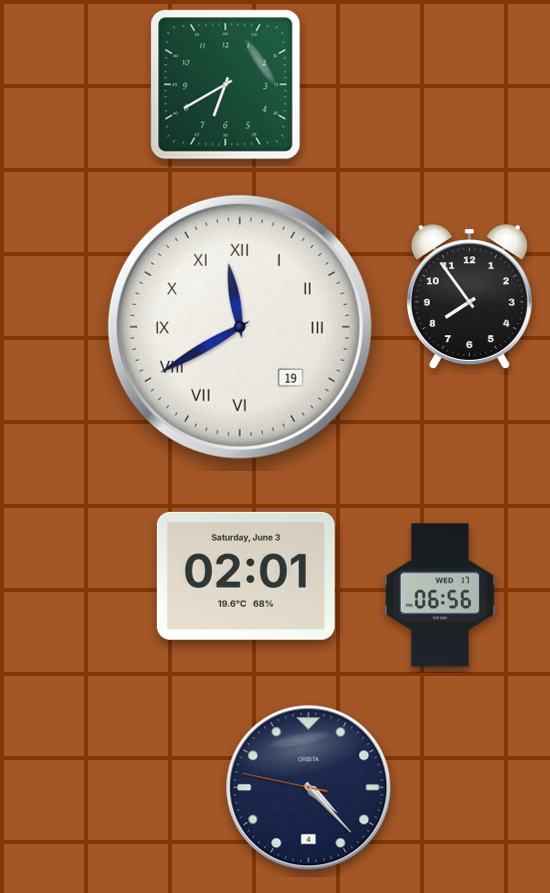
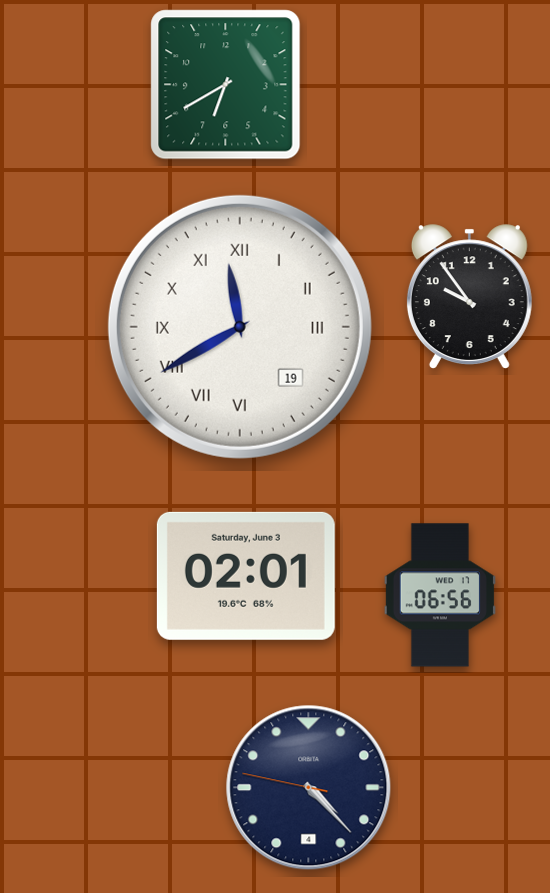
clock at (469, 297): 7:54 -> 9:54
